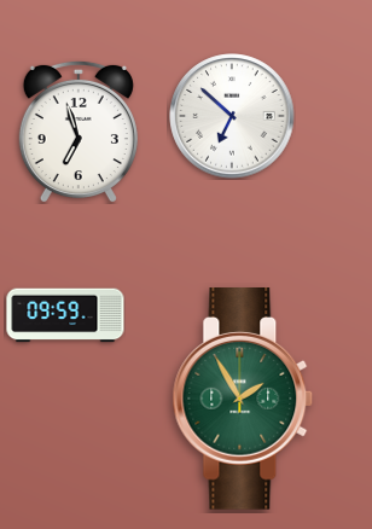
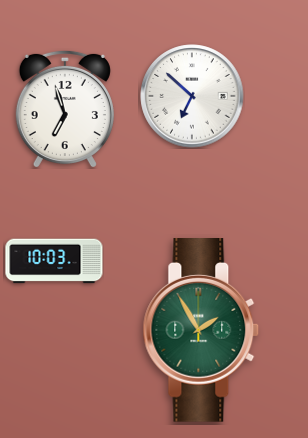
clock at (65, 315): 09:59 -> 10:03
